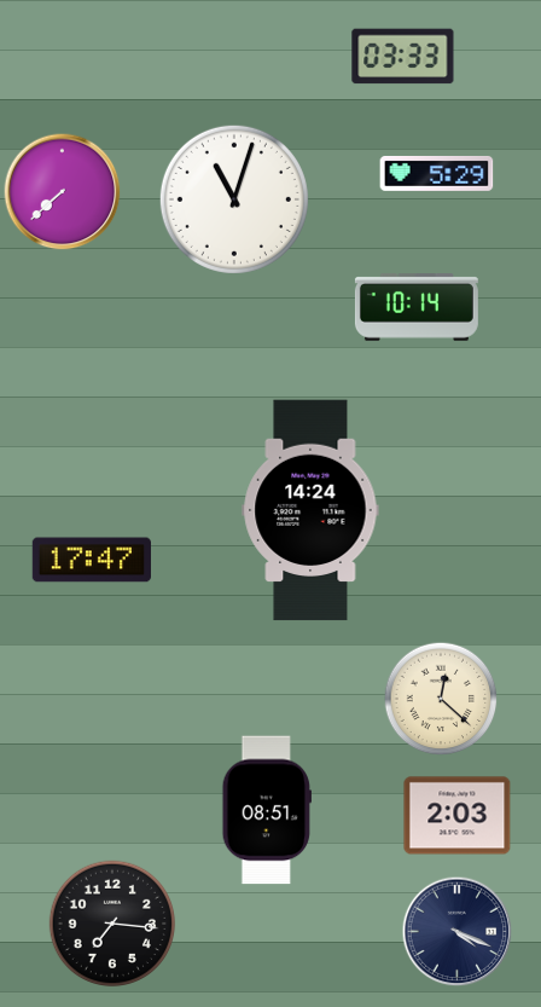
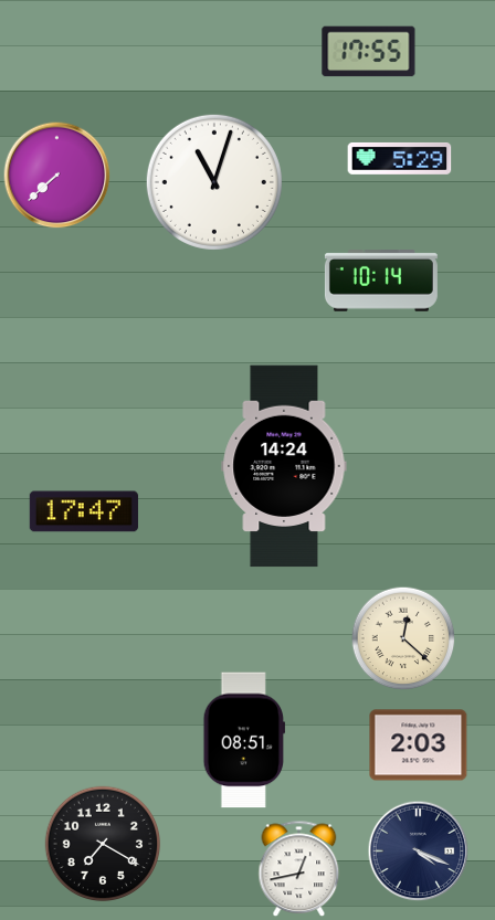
clock at (403, 57): 03:33 -> 17:55
clock at (112, 924): 7:16 -> 7:20
clock at (299, 869): none -> 12:43
